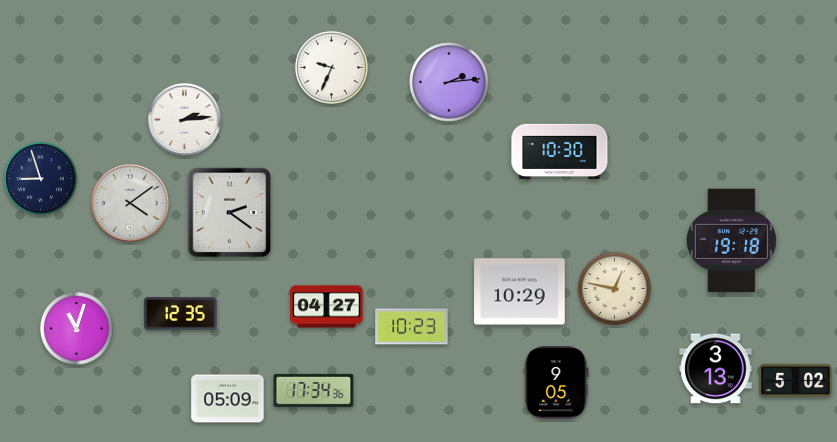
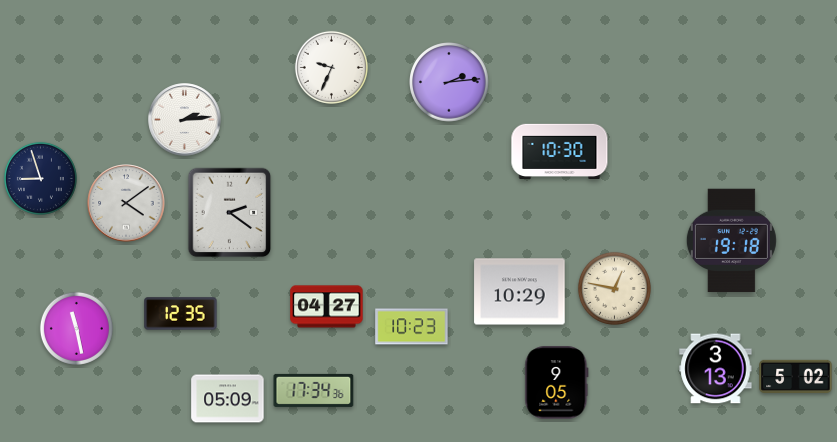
clock at (130, 203) position: (130, 203) -> (126, 203)
clock at (76, 328): 11:03 -> 11:28
clock at (796, 380) position: (796, 380) -> (796, 376)
